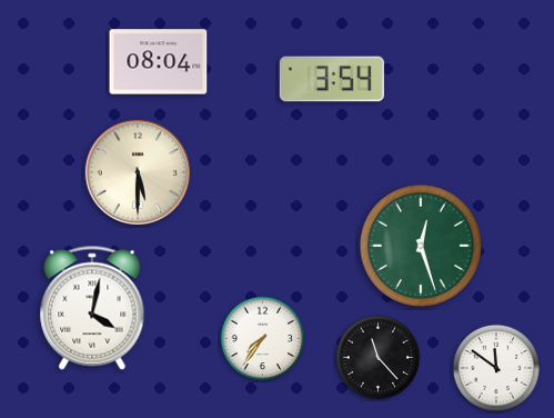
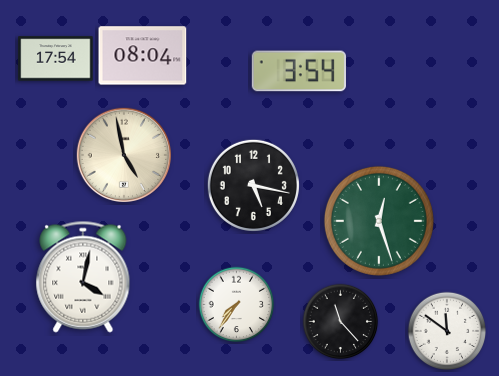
clock at (56, 59): none -> 17:54
clock at (137, 171): 5:30 -> 4:58
clock at (253, 185): none -> 5:17
